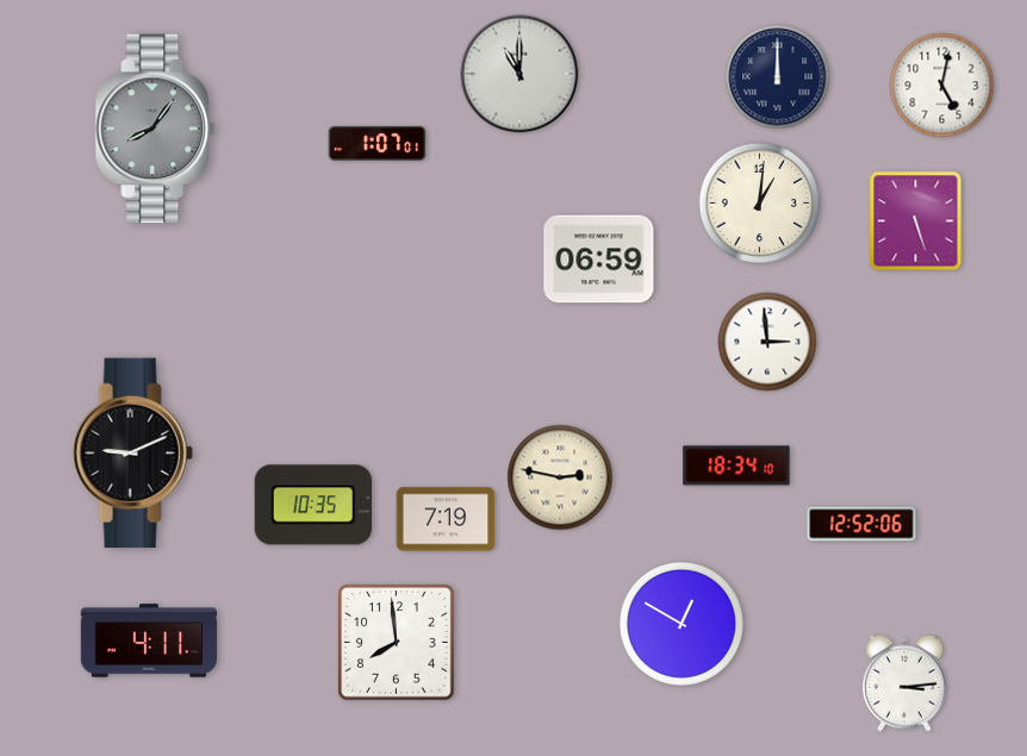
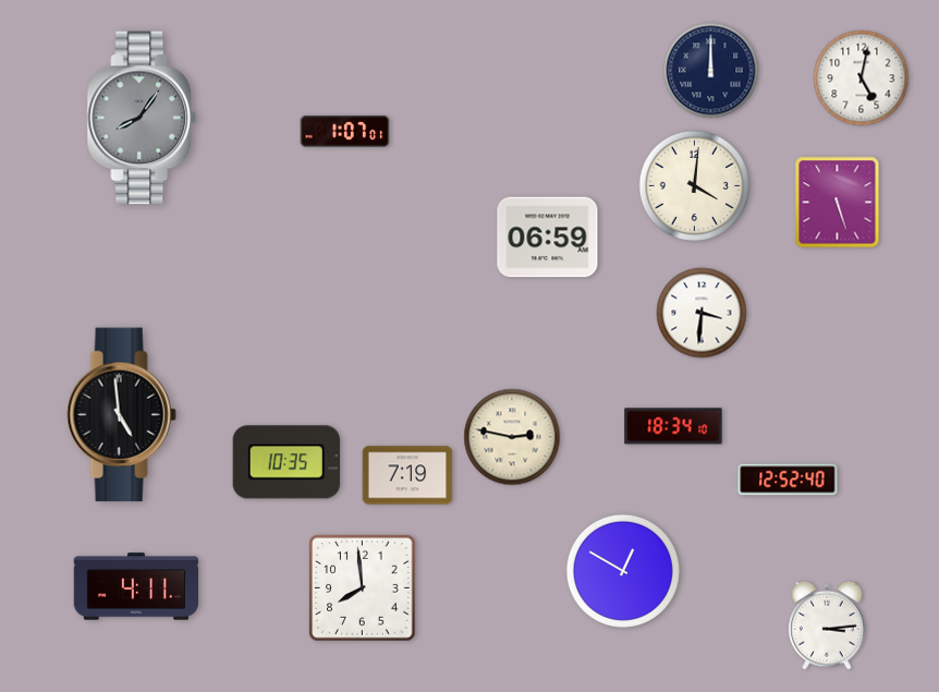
clock at (519, 74): 11:00 -> none
clock at (760, 204): 1:01 -> 4:01
clock at (767, 342): 2:59 -> 3:31
clock at (132, 454): 9:11 -> 4:59
clock at (861, 524): 12:52:06 -> 12:52:40
